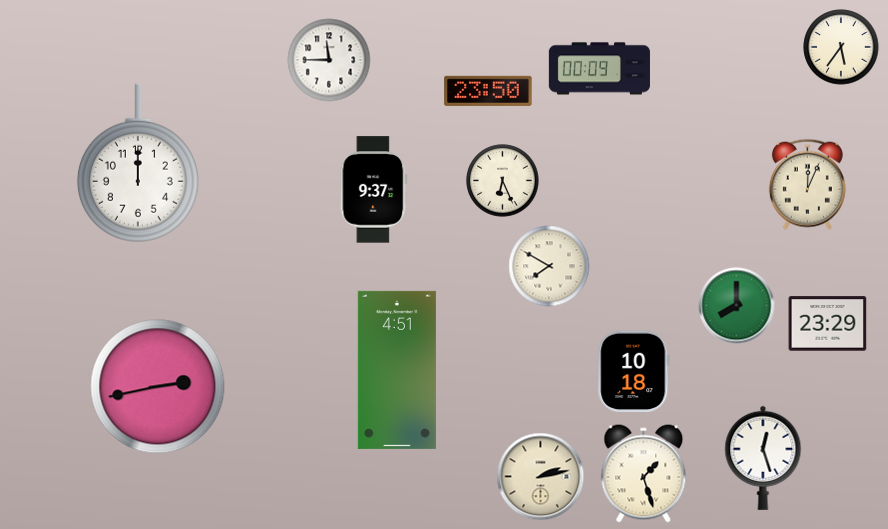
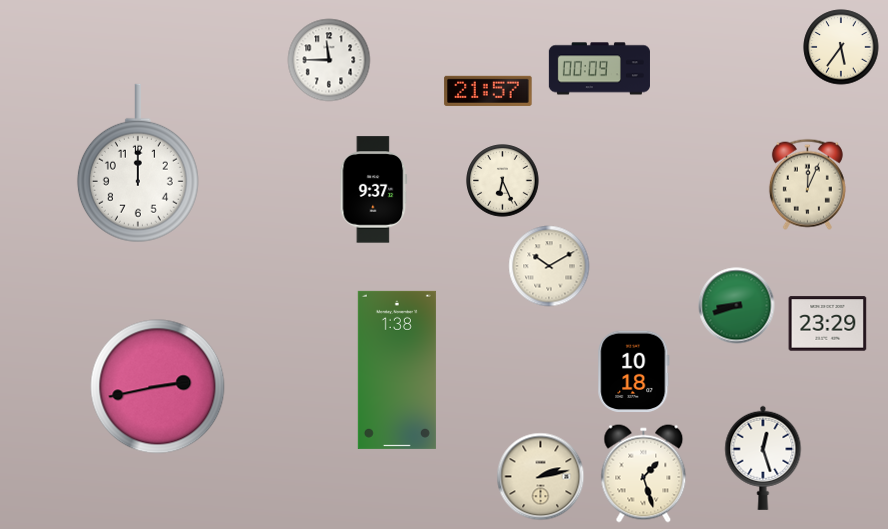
clock at (488, 91): 23:50 -> 21:57
clock at (549, 266): 7:50 -> 10:10
clock at (737, 306): 8:00 -> 8:42
clock at (397, 370): 4:51 -> 1:38
